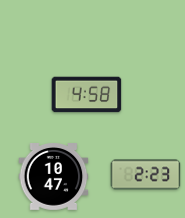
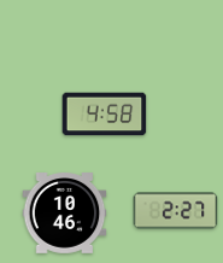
clock at (146, 175): 2:23 -> 2:27
clock at (54, 177): 10:47 -> 10:46
